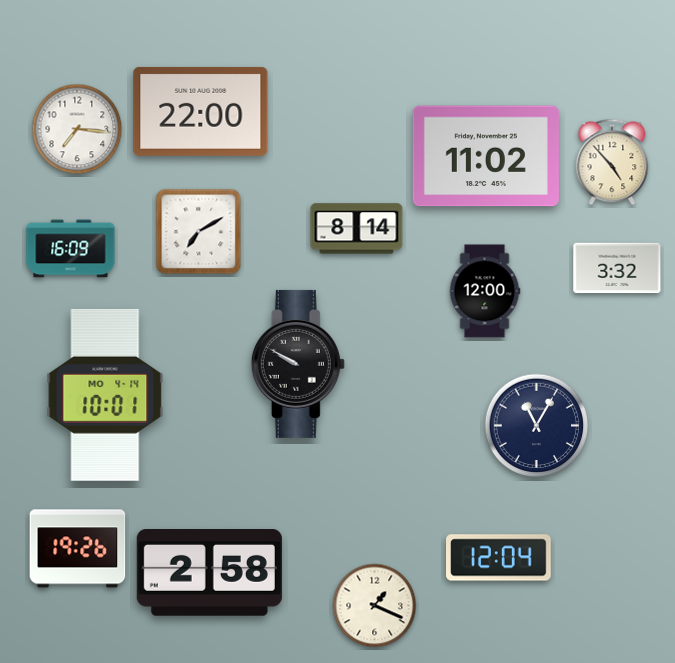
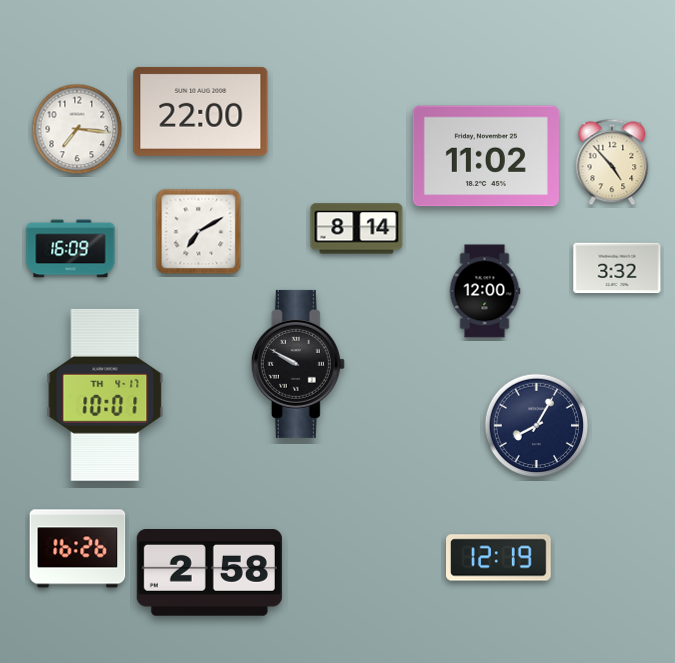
clock at (105, 395) date: MO 4-14 -> TH 4-17
clock at (537, 426): 11:05 -> 8:05
clock at (78, 549): 19:26 -> 16:26
clock at (499, 558): 12:04 -> 12:19
clock at (375, 606): 1:19 -> none
